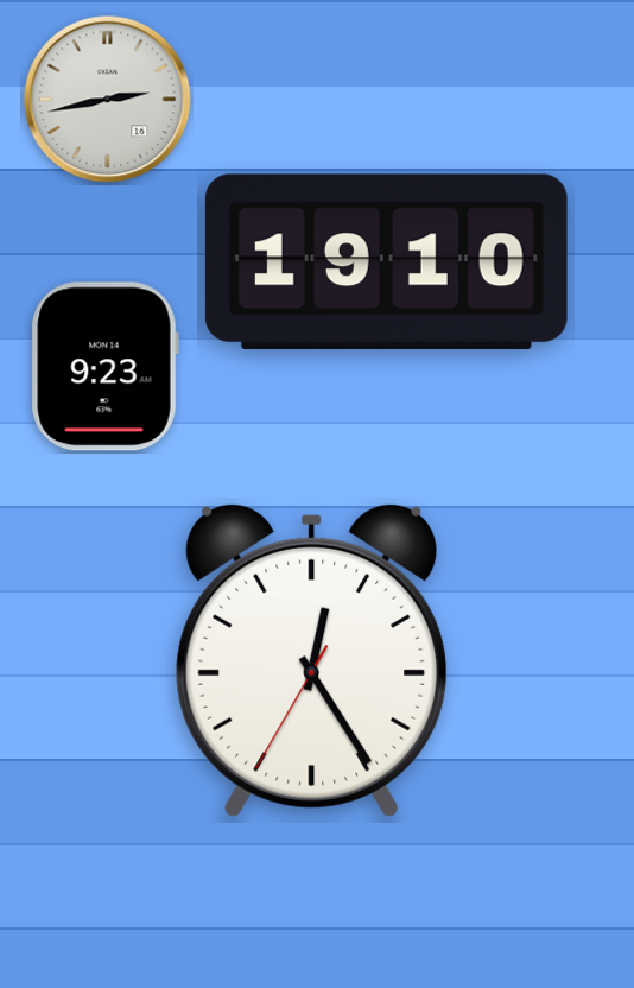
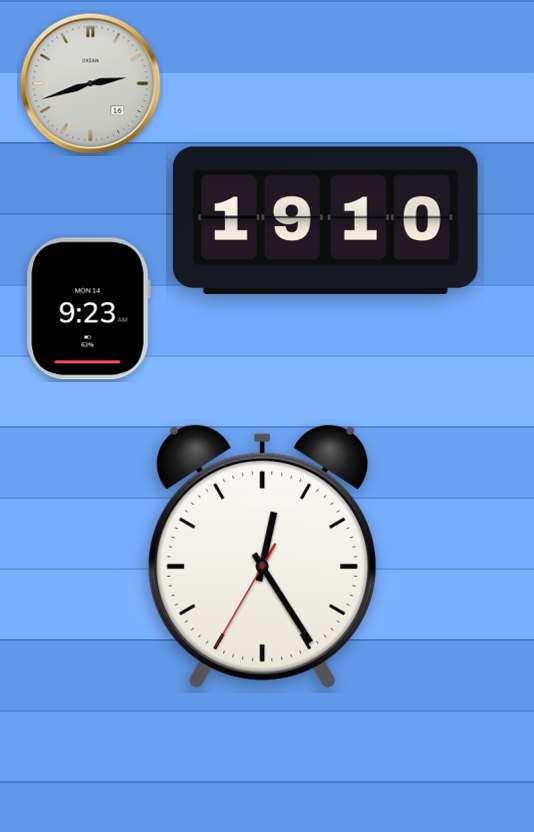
clock at (108, 100): 2:43 -> 2:42
